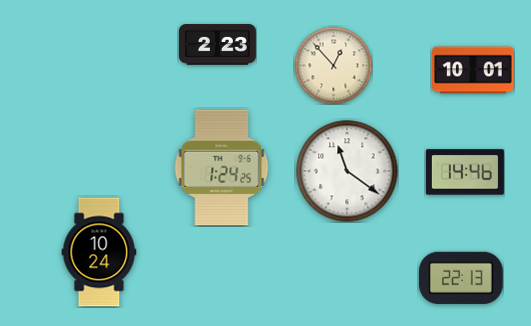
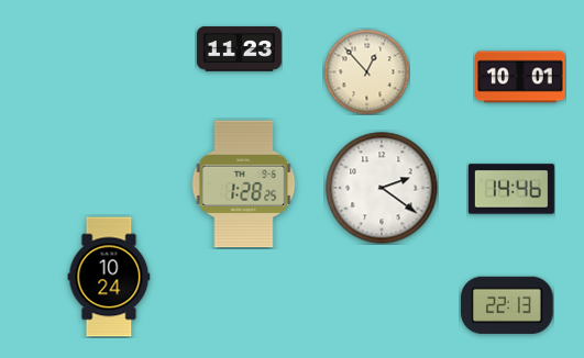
clock at (217, 45): 2:23 -> 11:23
clock at (222, 168): 1:24 -> 1:28
clock at (347, 171): 11:21 -> 2:21
